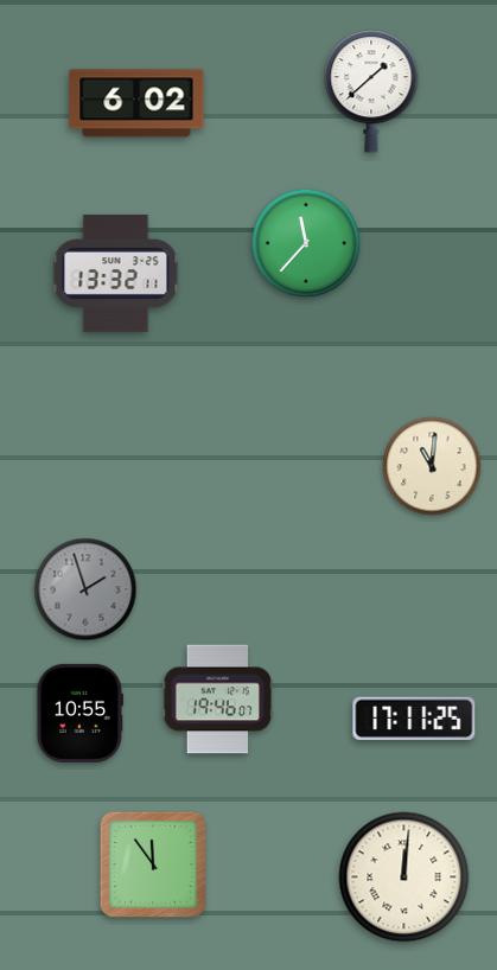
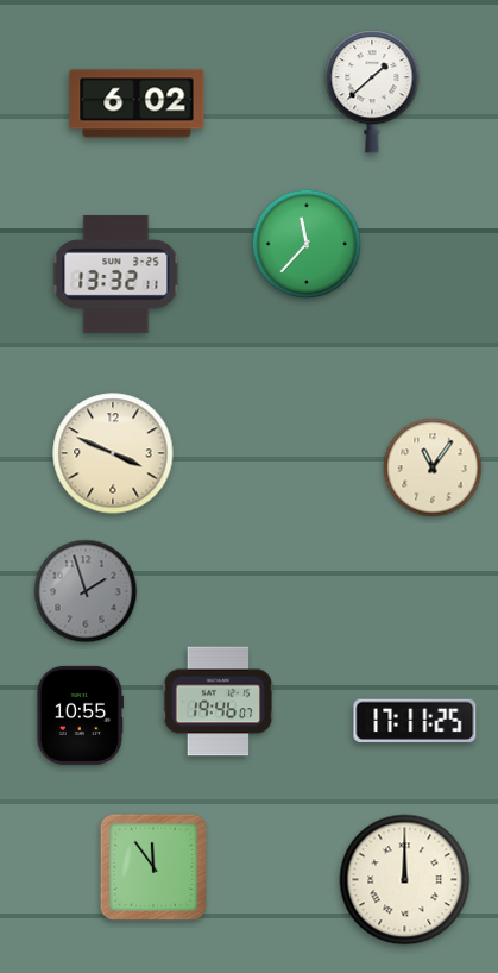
clock at (113, 453): none -> 3:49
clock at (432, 466): 11:01 -> 11:06
clock at (404, 878): 12:01 -> 12:00
